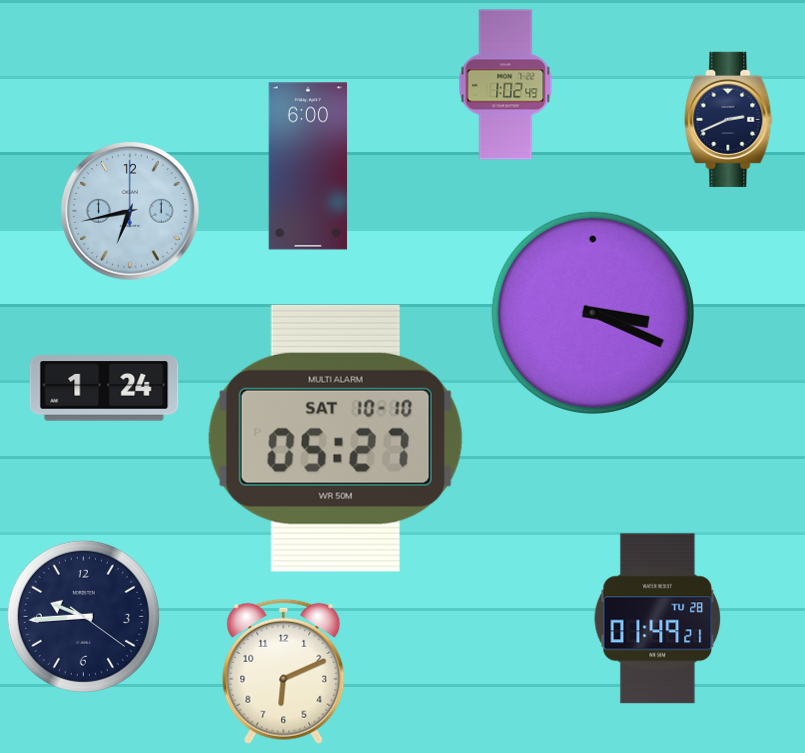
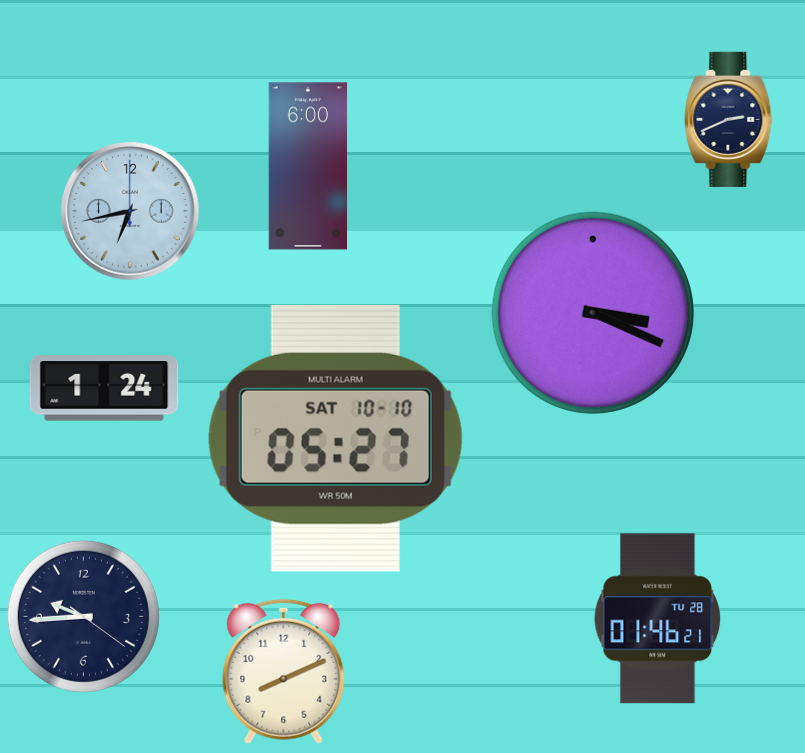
clock at (506, 85): 1:02 -> none
clock at (658, 619): 01:49 -> 01:46
clock at (284, 671): 6:11 -> 8:11
